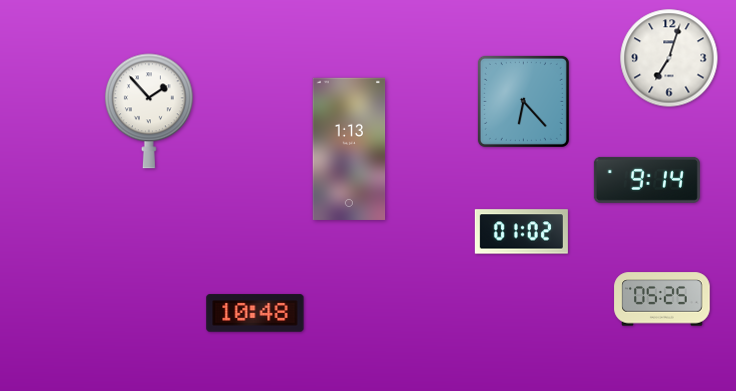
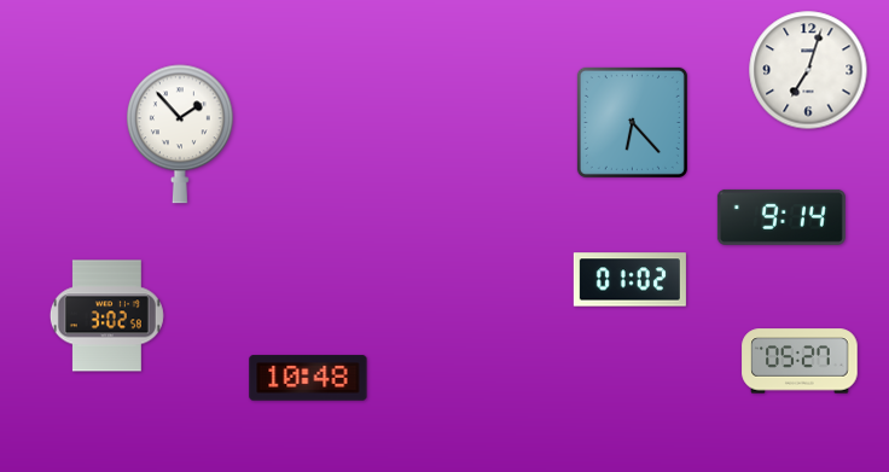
clock at (349, 149): 1:13 -> none
clock at (106, 316): none -> 3:02
clock at (662, 299): 05:25 -> 05:27
